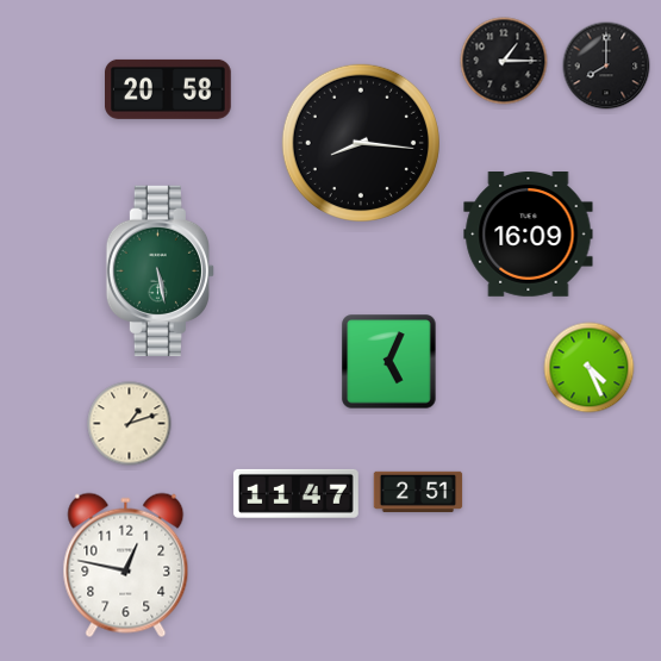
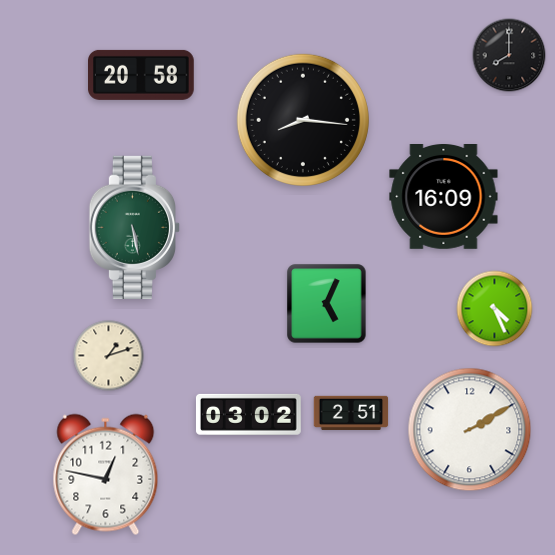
clock at (504, 61): 1:15 -> none
clock at (295, 493): 11:47 -> 03:02
clock at (470, 430): none -> 2:10
